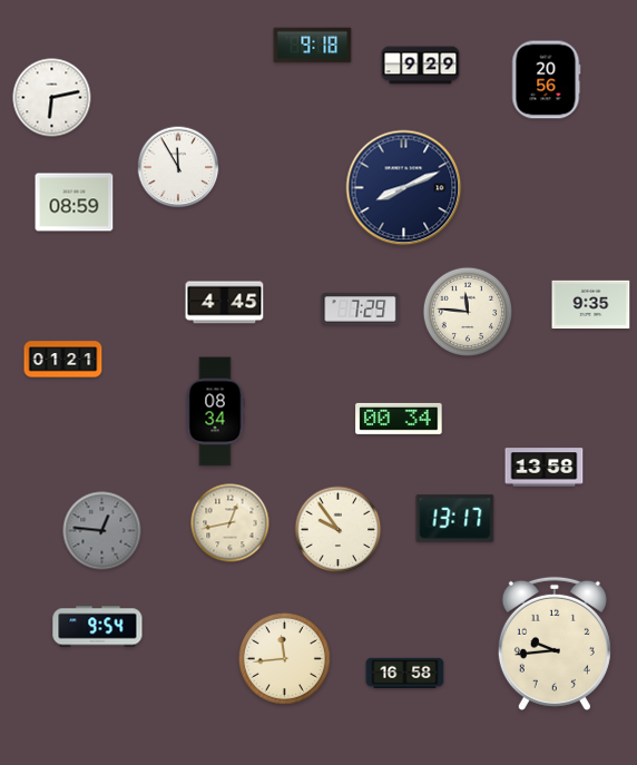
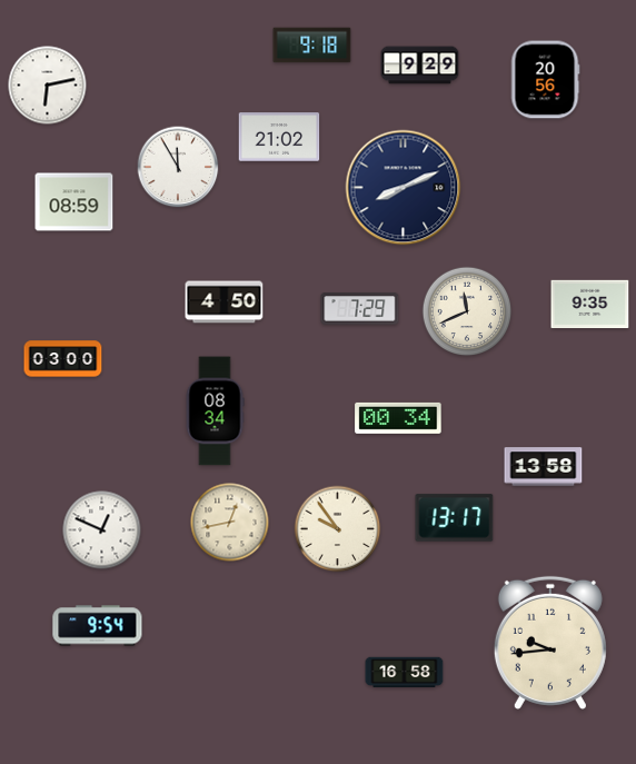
clock at (52, 98) position: (52, 98) -> (48, 86)
clock at (279, 137): none -> 21:02
clock at (225, 303): 4:45 -> 4:50
clock at (468, 312): 11:46 -> 11:41
clock at (63, 360): 01:21 -> 03:00
clock at (102, 531): 12:46 -> 12:49
clock at (102, 531) dial: grey -> white
clock at (555, 644) position: (555, 644) -> (550, 643)
clock at (284, 658): 11:44 -> none
